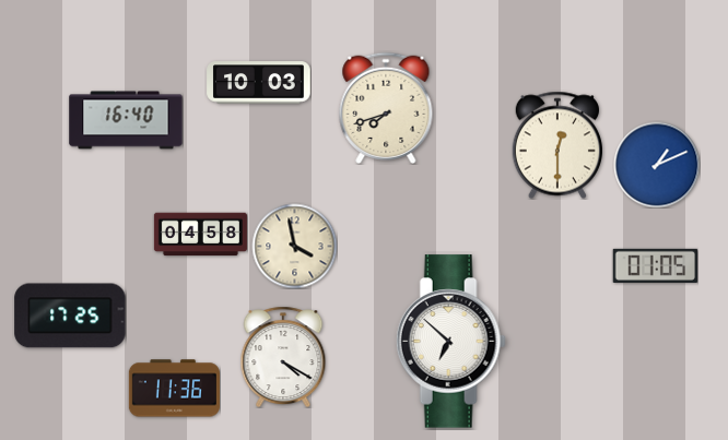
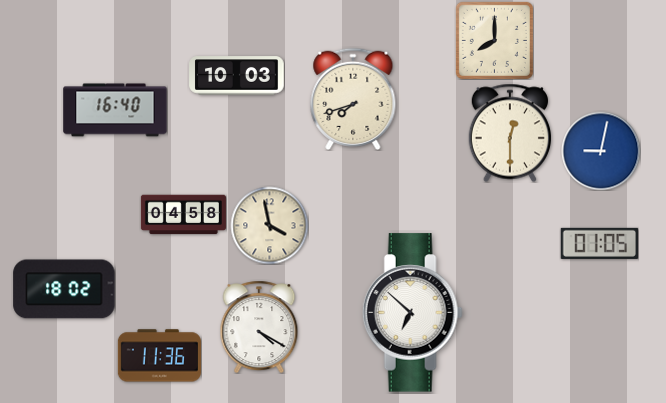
clock at (494, 40): none -> 8:00
clock at (657, 165): 1:11 -> 9:02
clock at (70, 316): 17:25 -> 18:02
